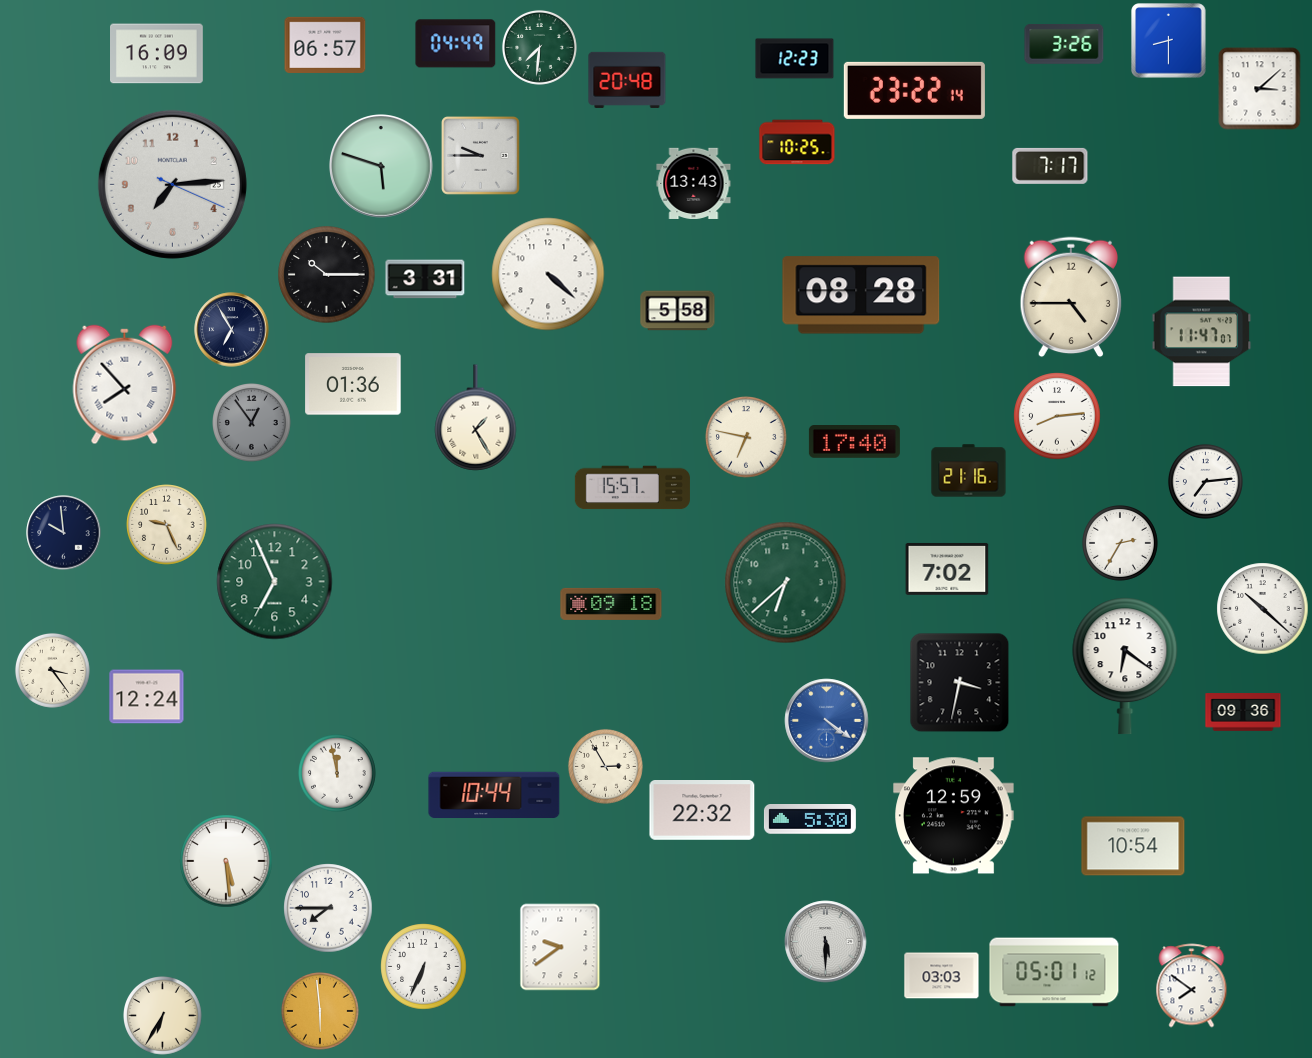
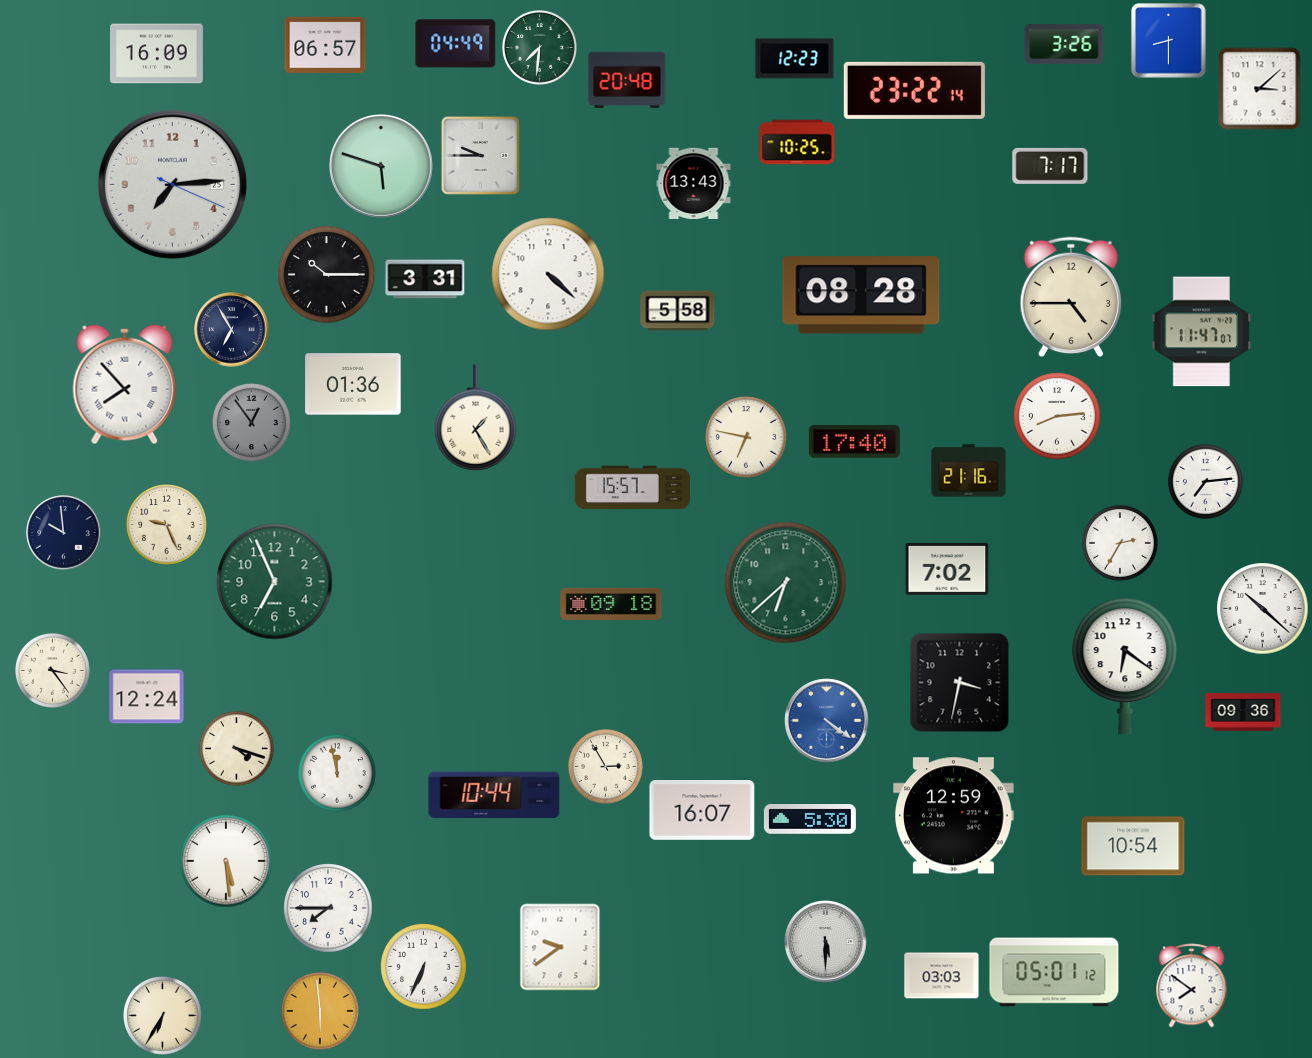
clock at (237, 749): none -> 4:18
clock at (702, 811): 22:32 -> 16:07
